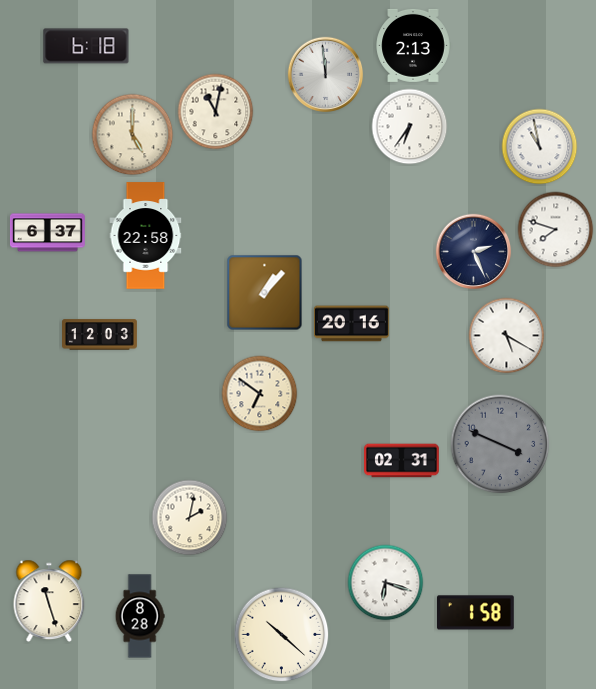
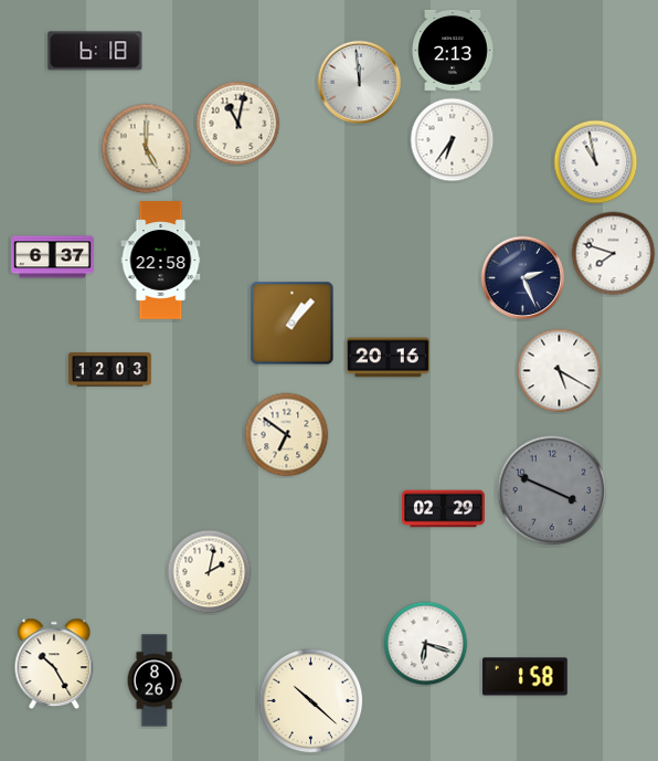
clock at (413, 45) position: (413, 45) -> (453, 50)
clock at (402, 461): 02:31 -> 02:29
clock at (49, 600): 11:27 -> 10:25
clock at (140, 616): 8:28 -> 8:26
